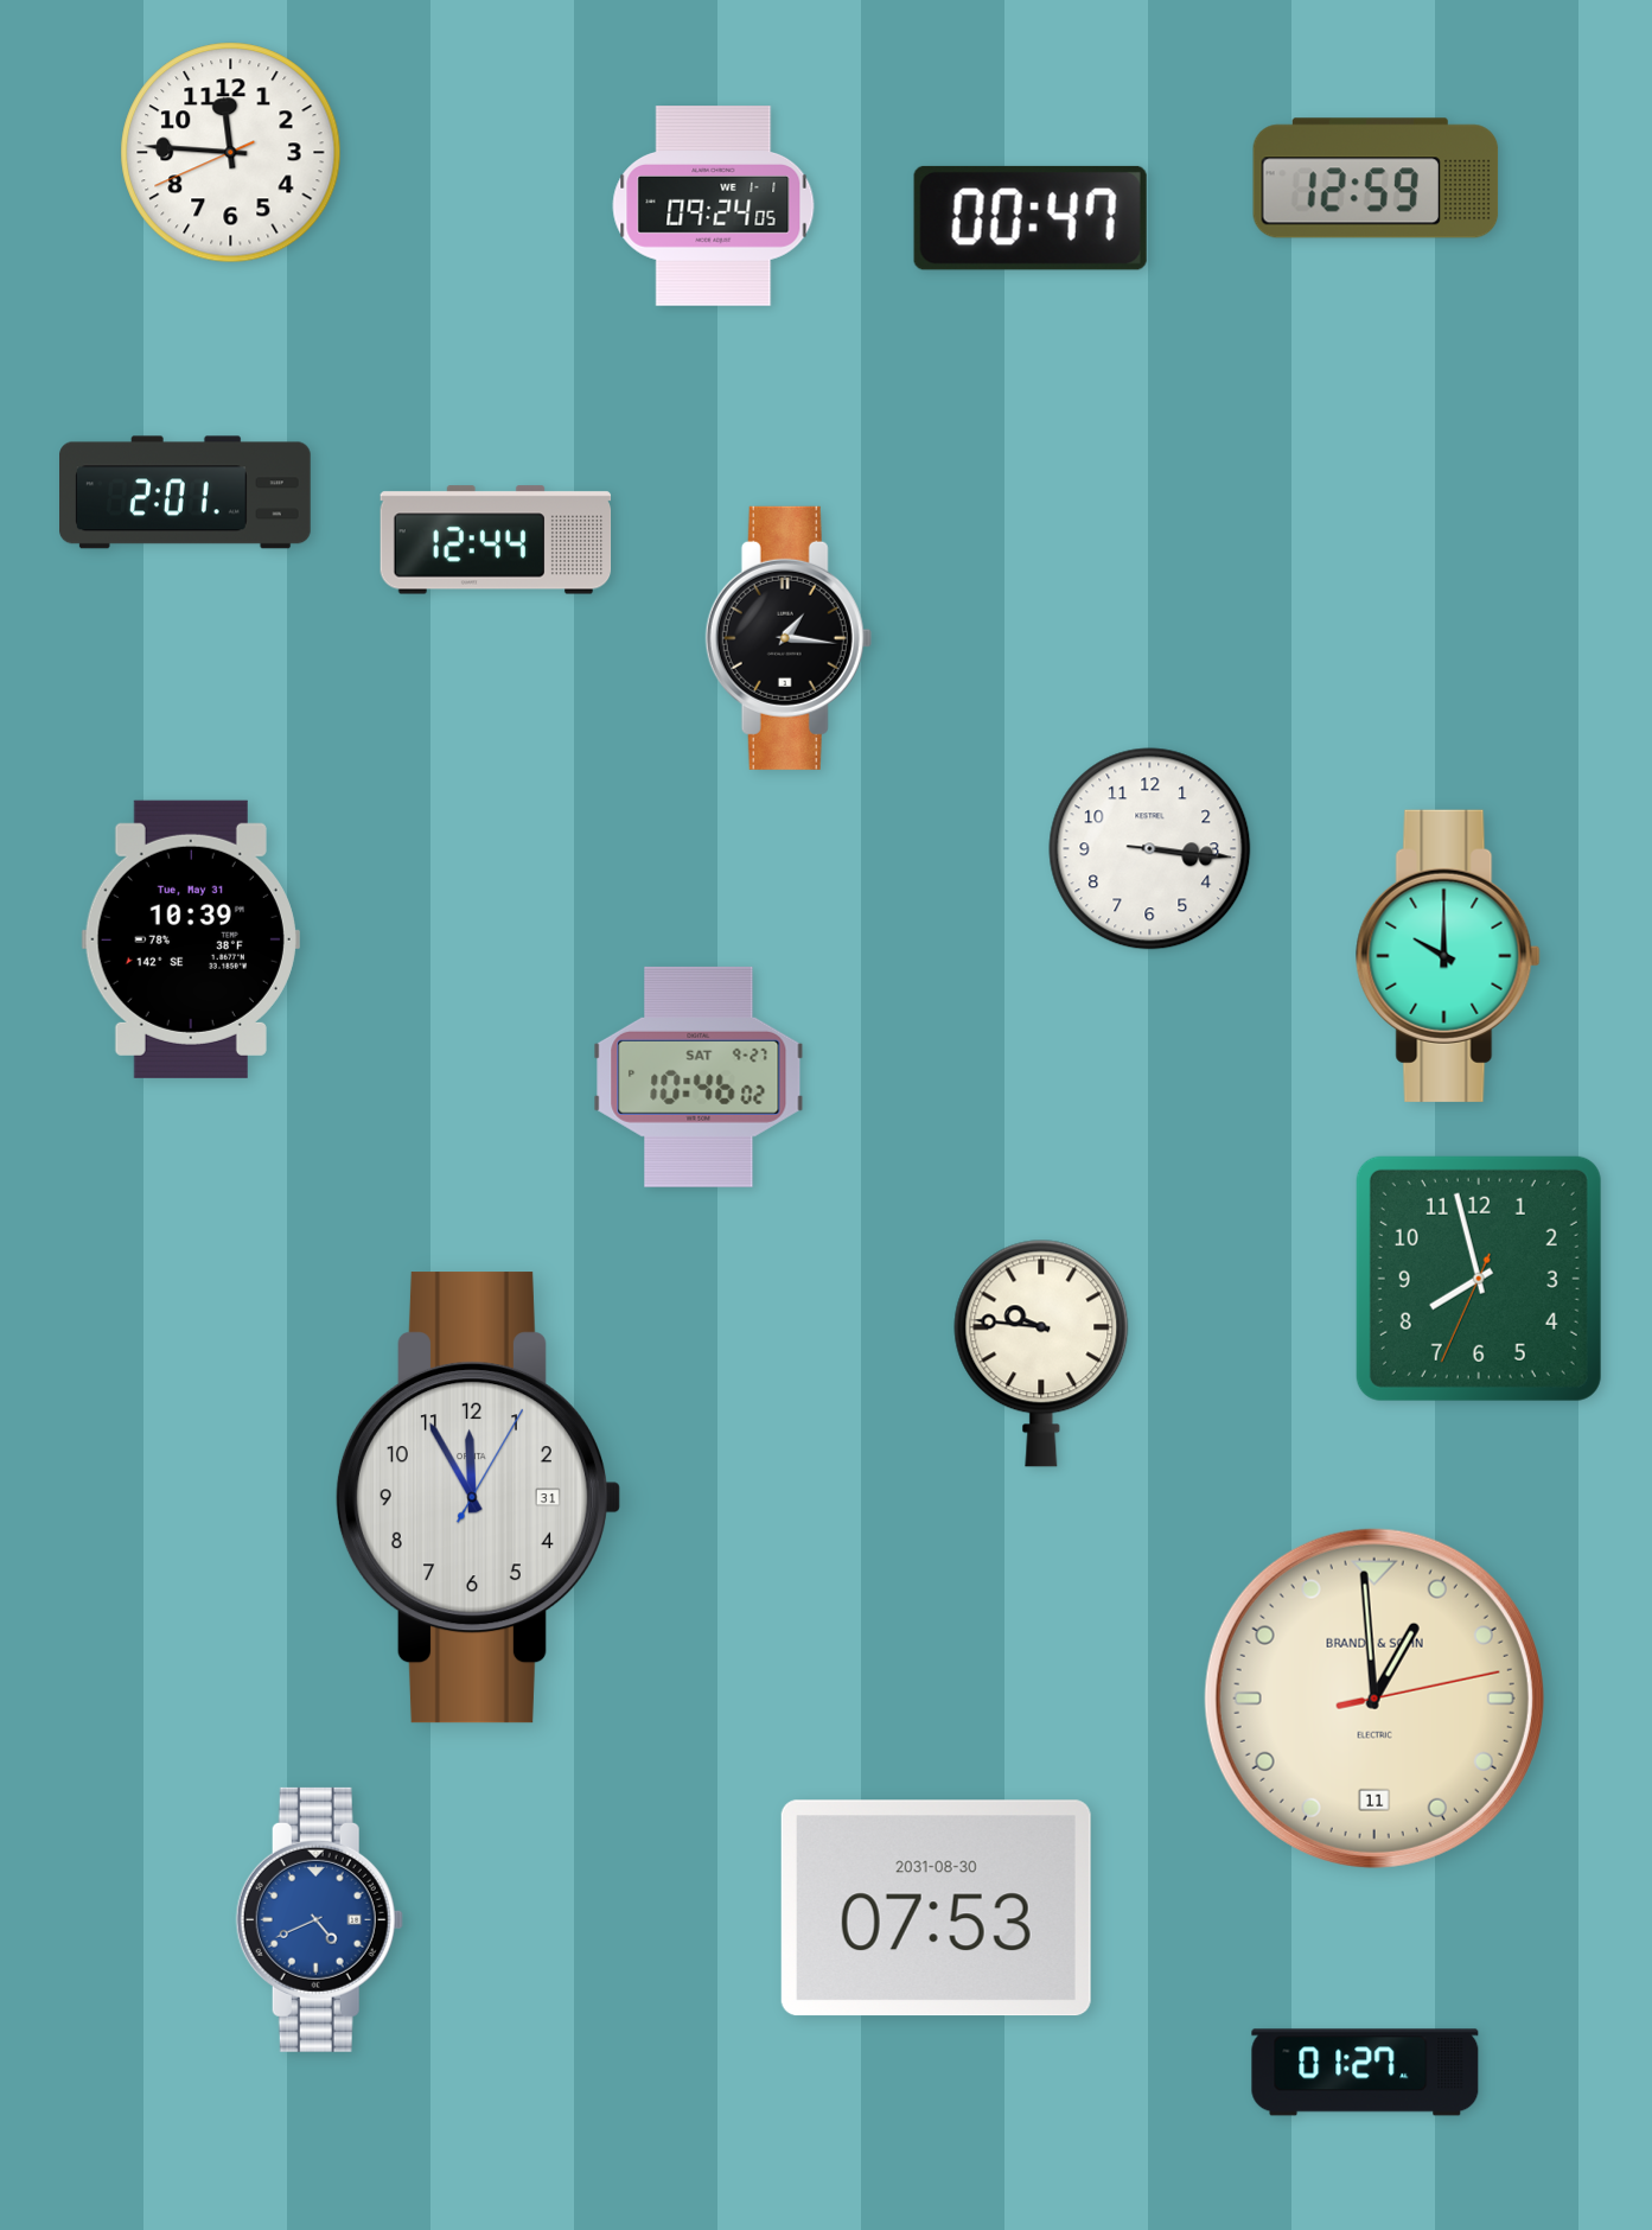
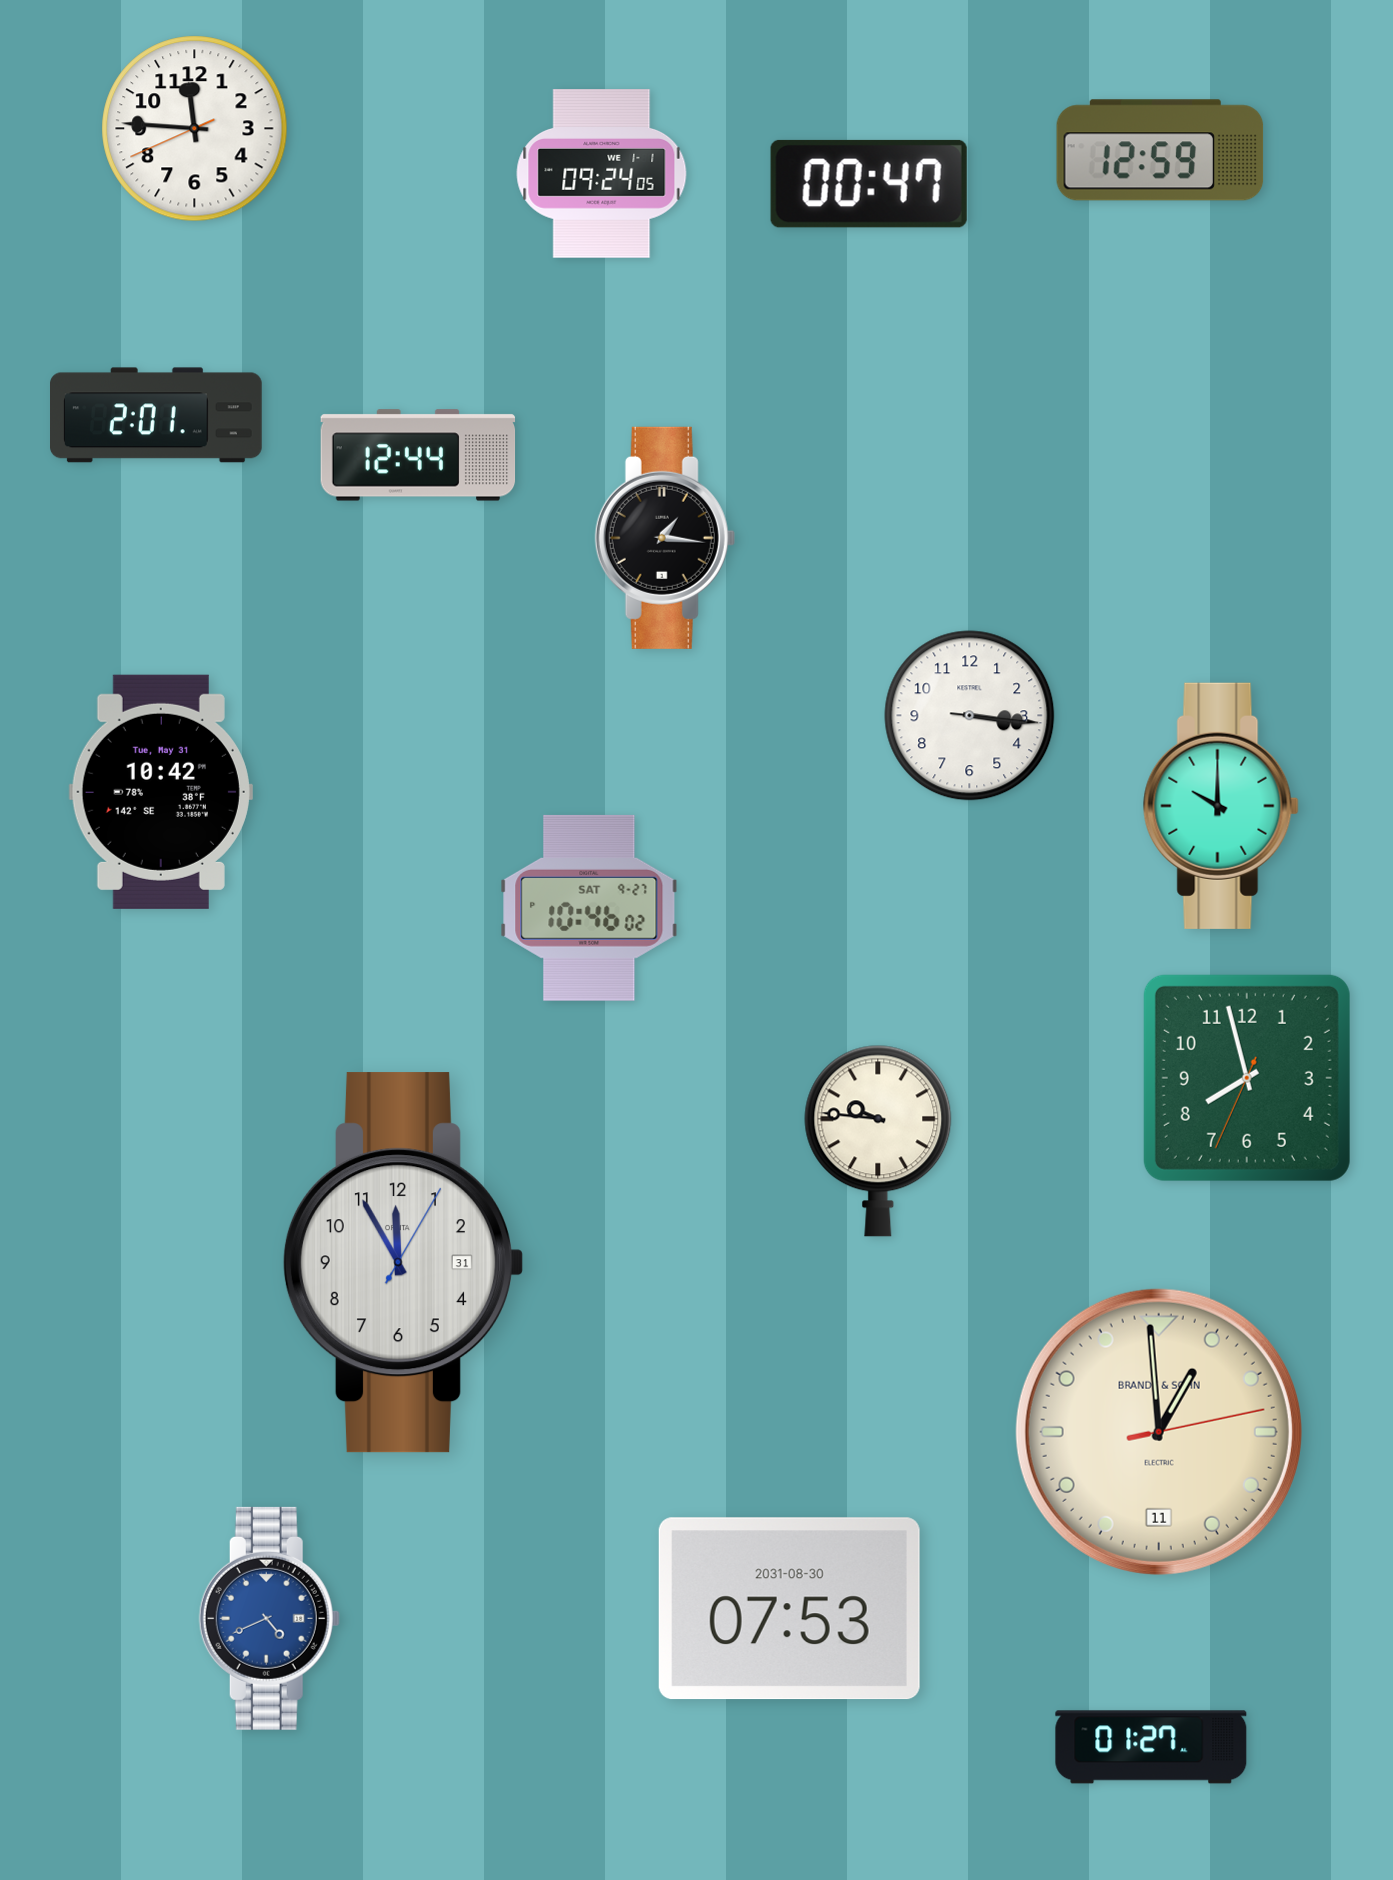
clock at (191, 939): 10:39 -> 10:42
